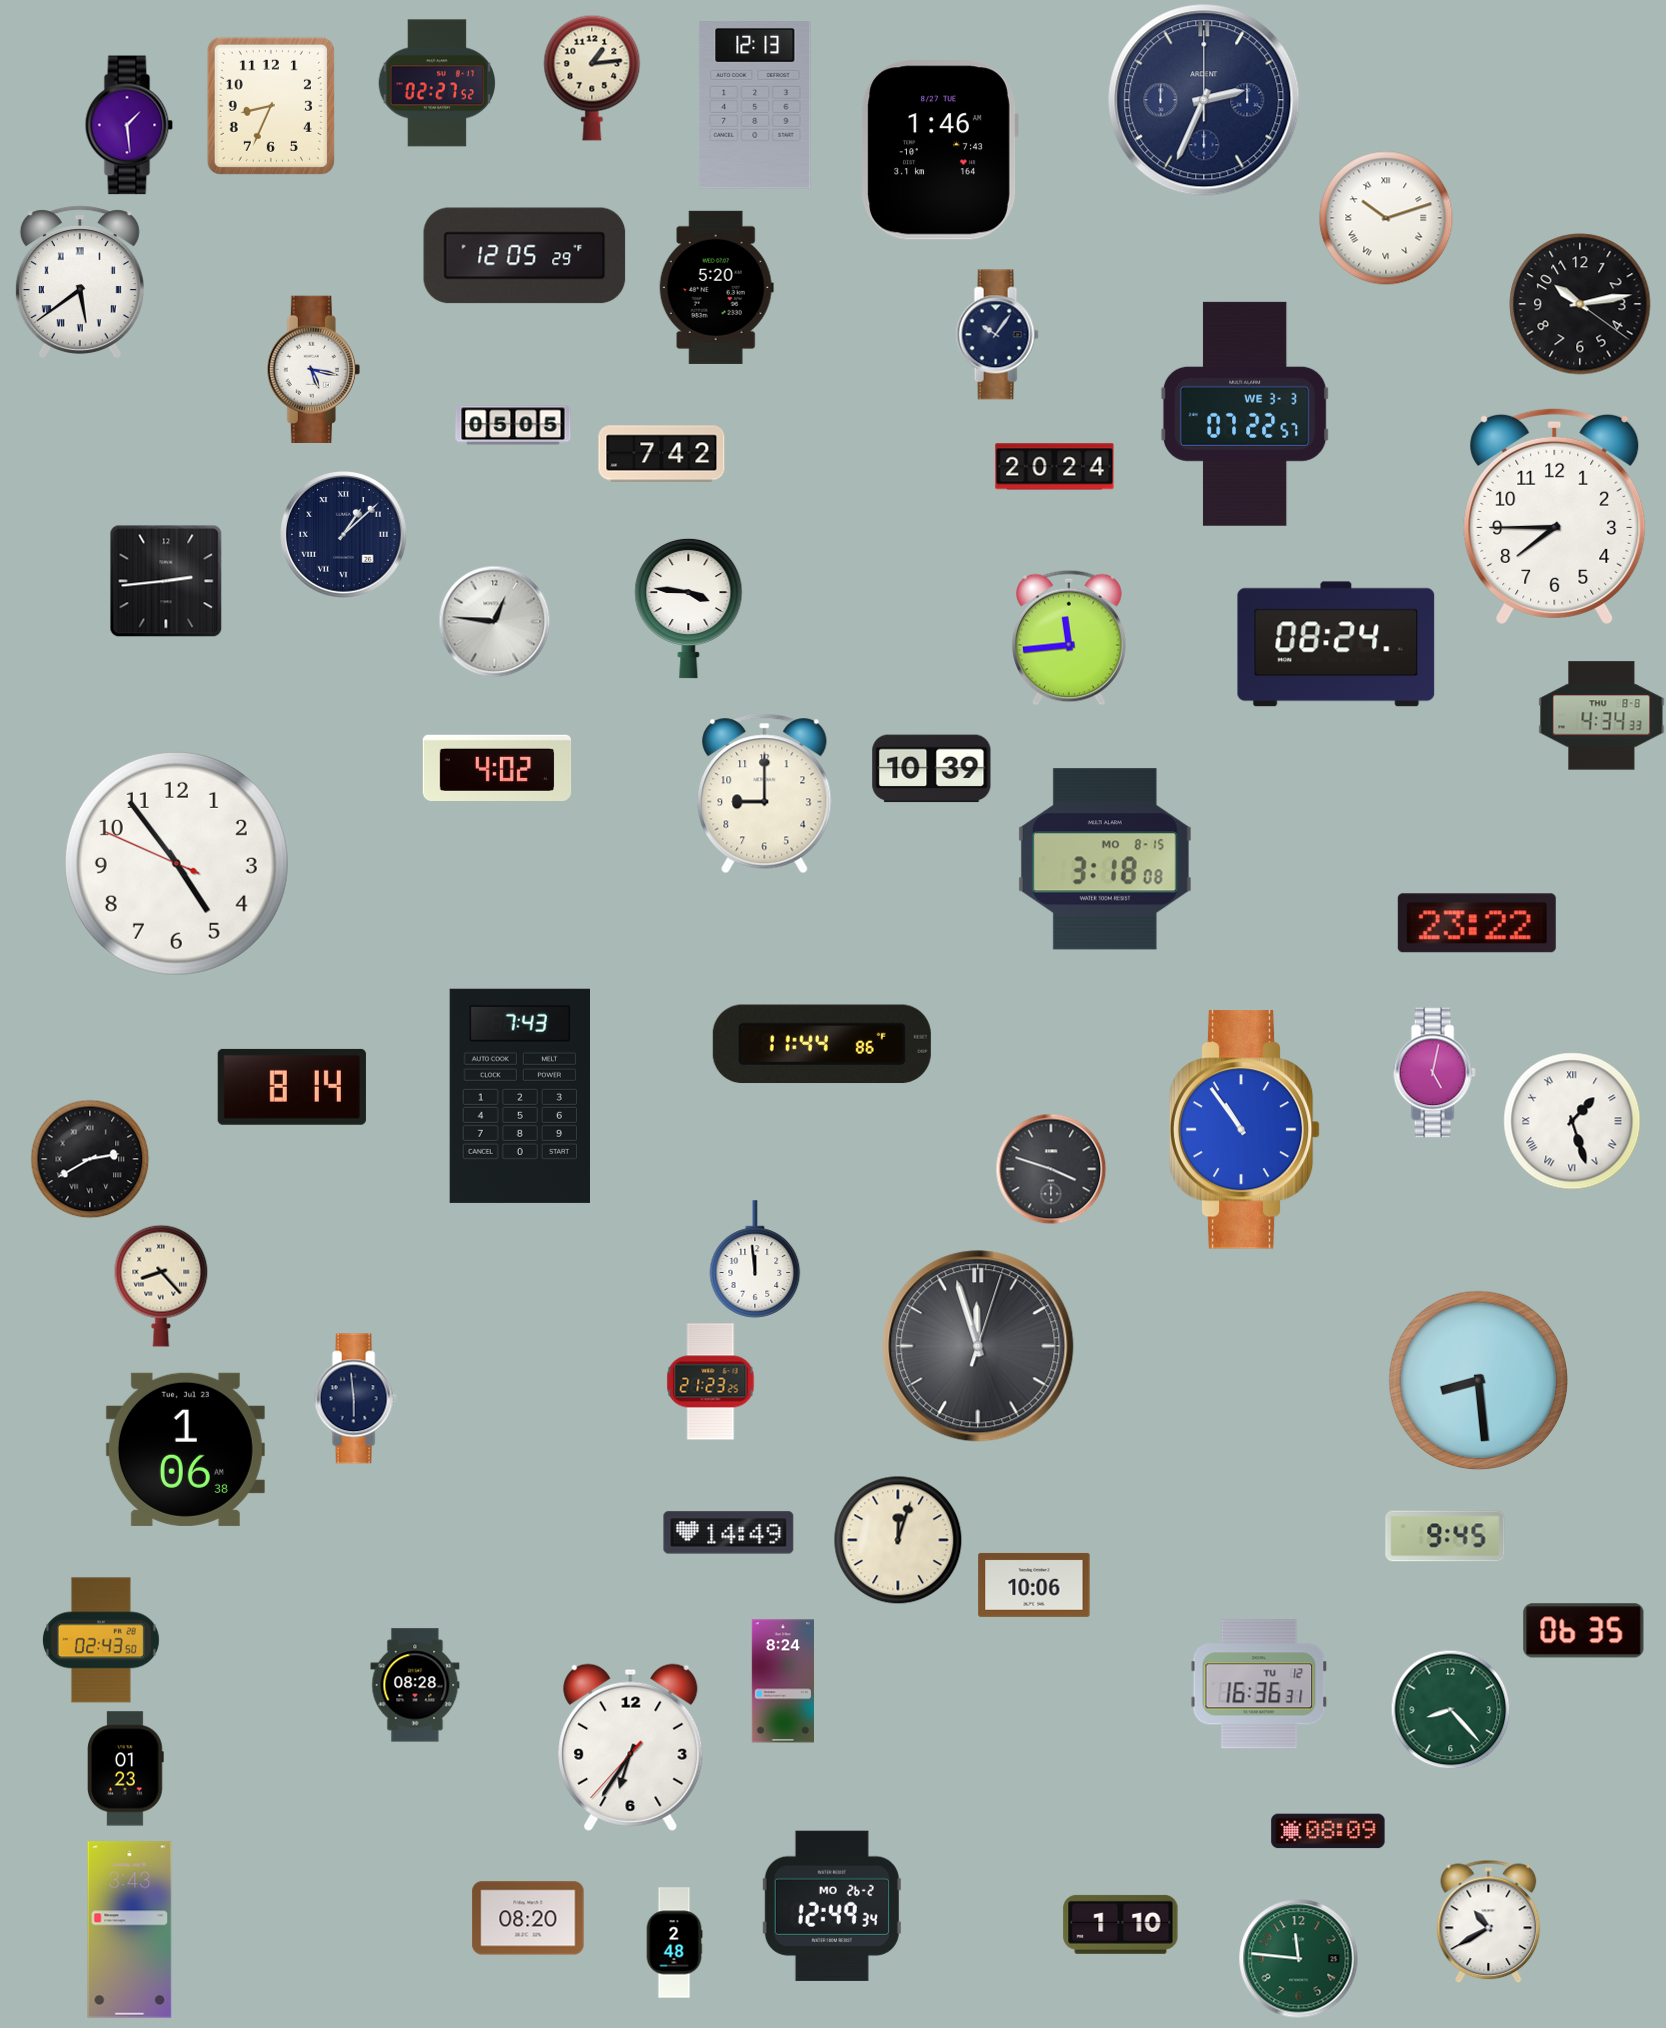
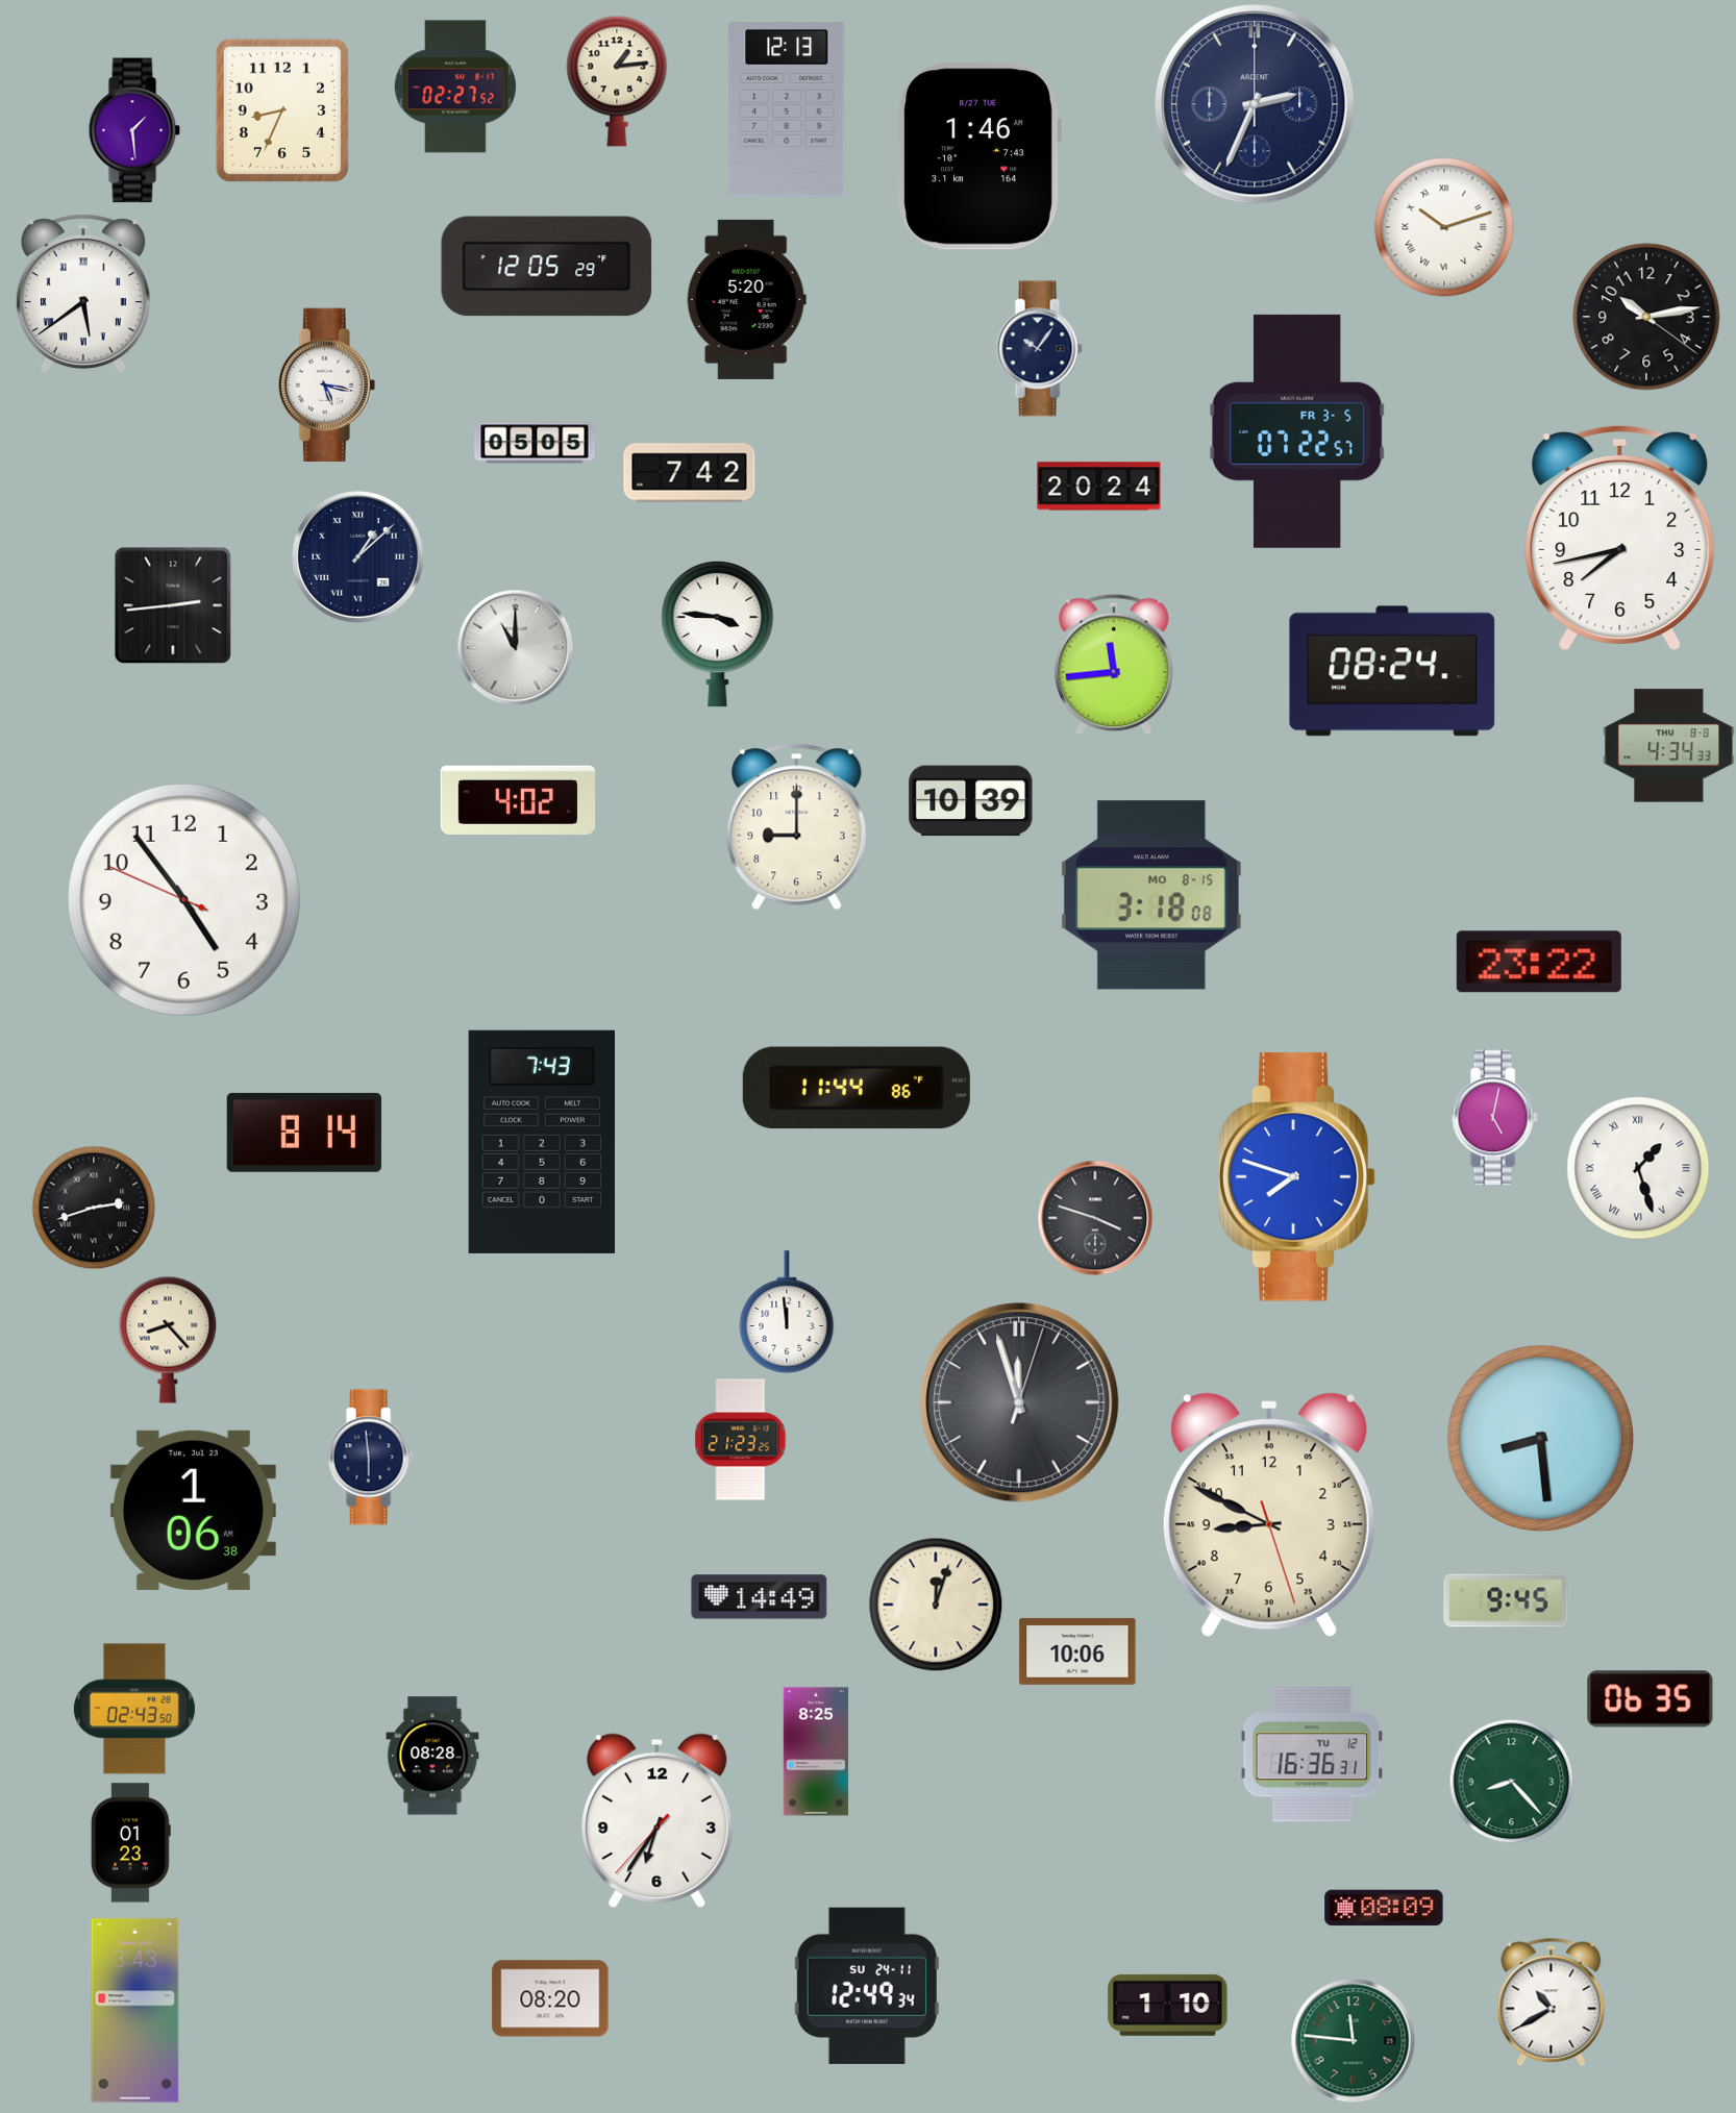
clock at (1245, 414) date: WE 3-3 -> FR 3-5
clock at (1555, 516): 7:45 -> 7:43
clock at (494, 621): 12:46 -> 11:00
clock at (1245, 1130): 10:54 -> 7:48
clock at (90, 1159): 2:40 -> 2:42
clock at (1269, 1515): none -> 8:49
clock at (101, 1640) position: (101, 1640) -> (134, 1709)
clock at (783, 1681): 8:24 -> 8:25
clock at (832, 1906) date: MO 26-2 -> SU 24-11
clock at (674, 1943): 2:48 -> none
